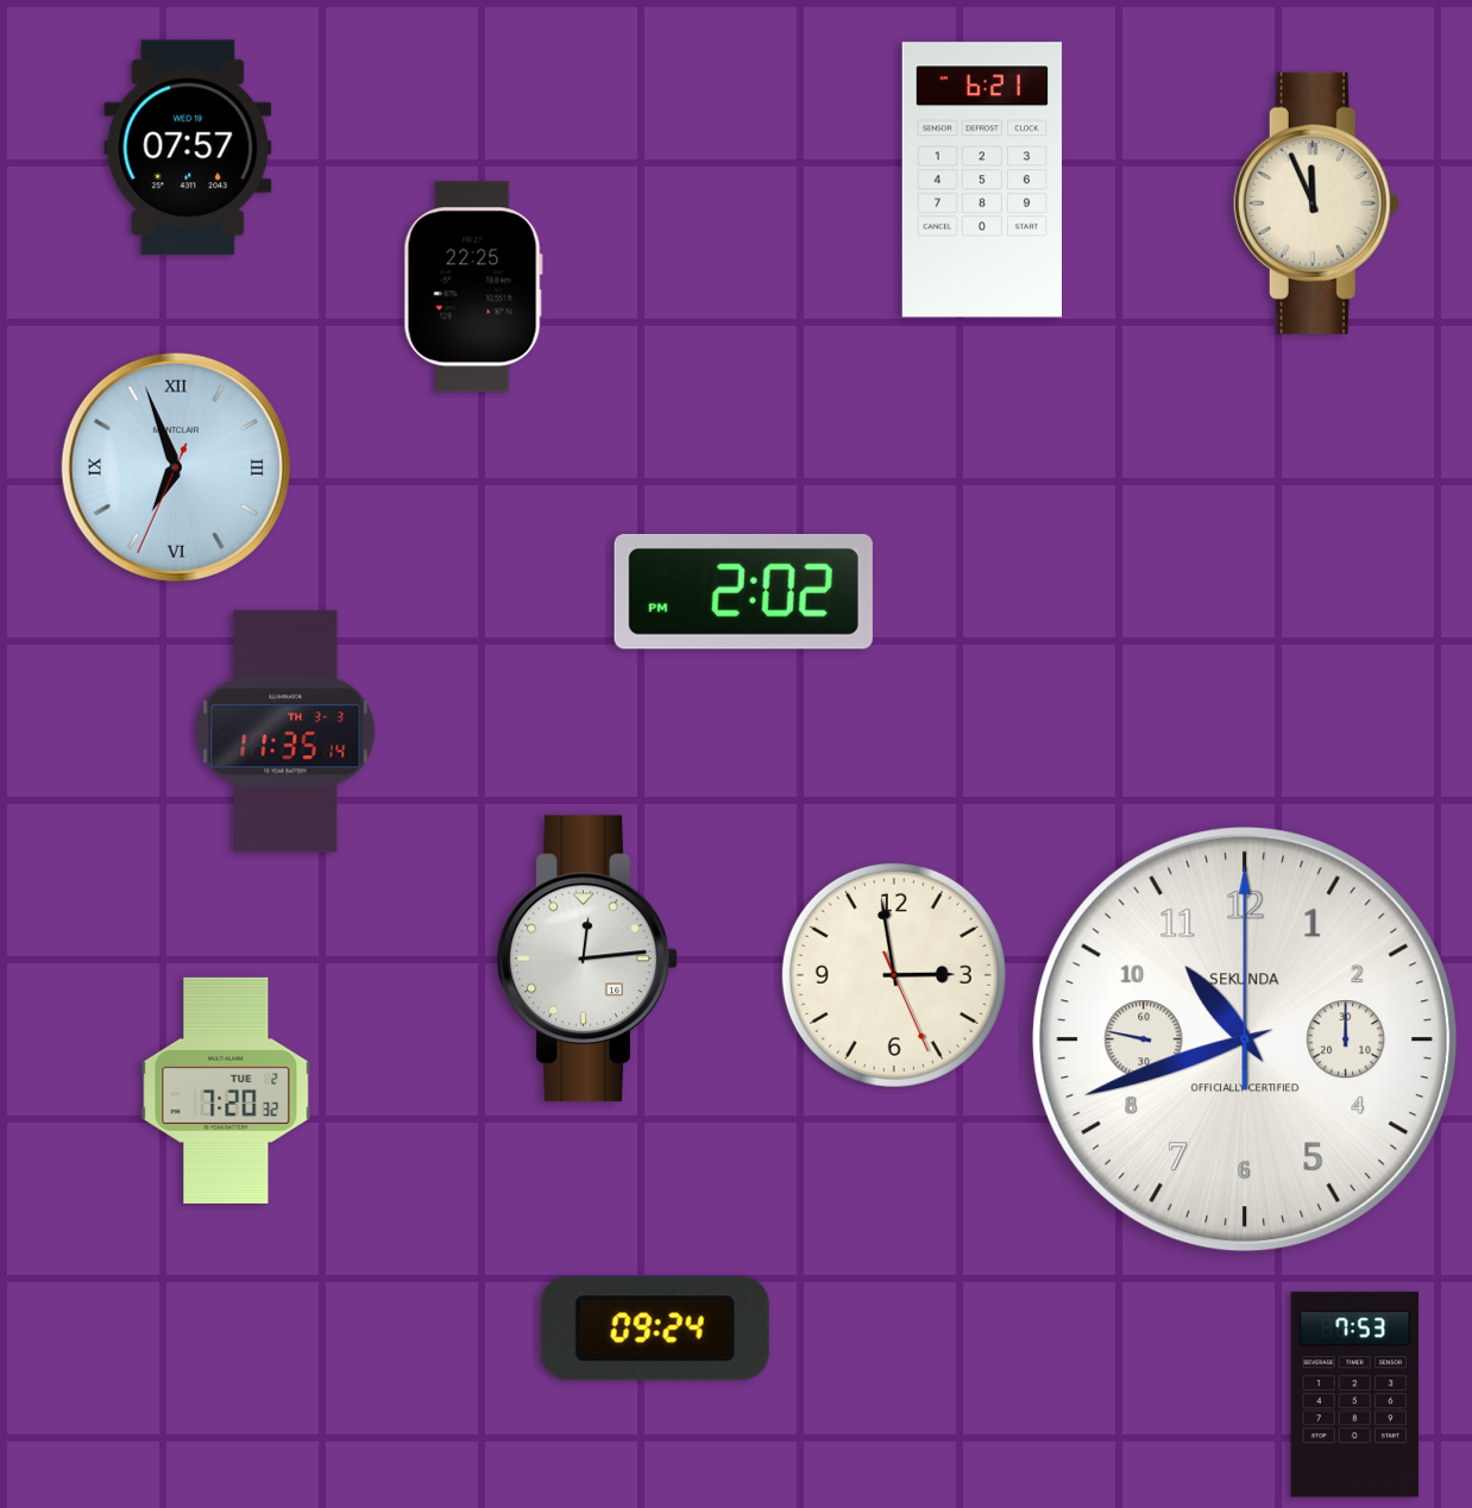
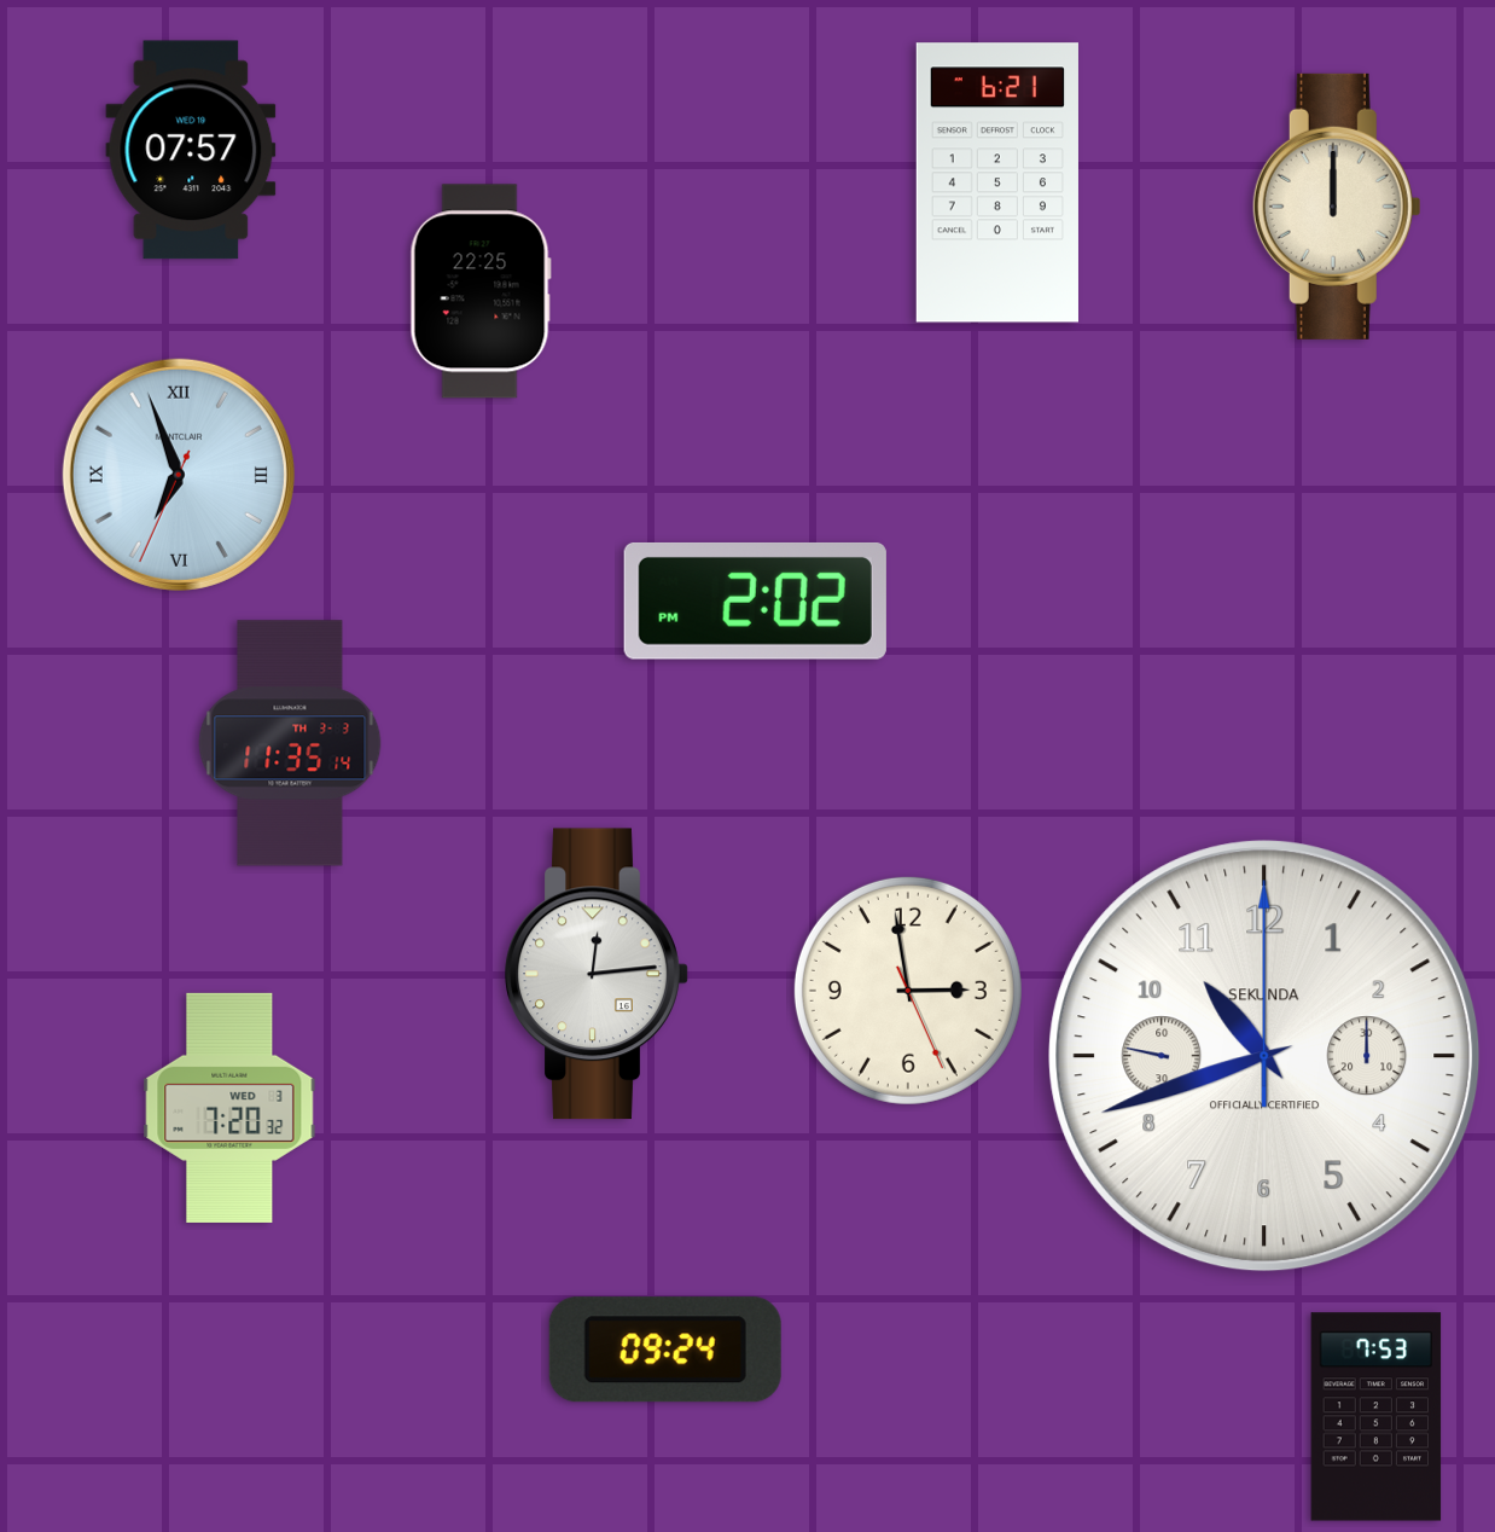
clock at (1316, 203): 11:56 -> 12:00
clock at (226, 1091) date: TUE 2 -> WED 3
